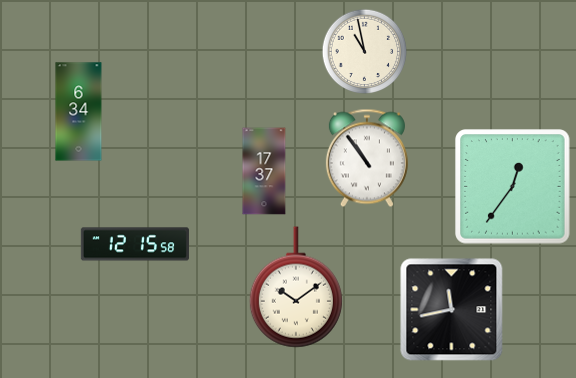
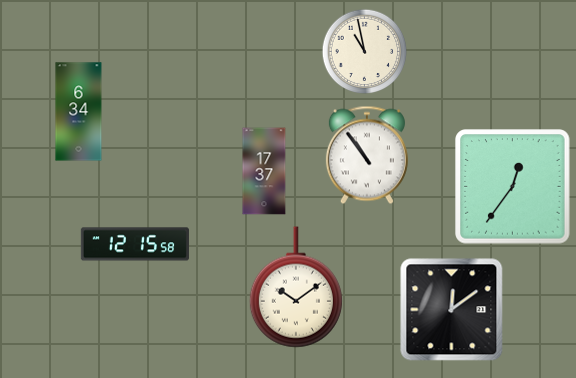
clock at (367, 158) position: (367, 158) -> (367, 155)
clock at (452, 310): 11:43 -> 12:09
